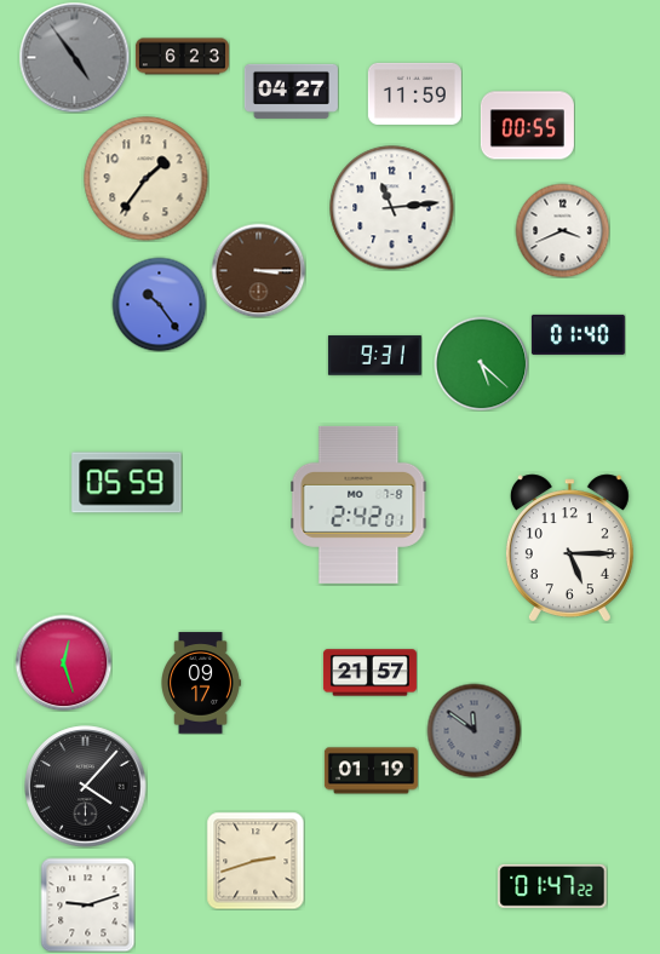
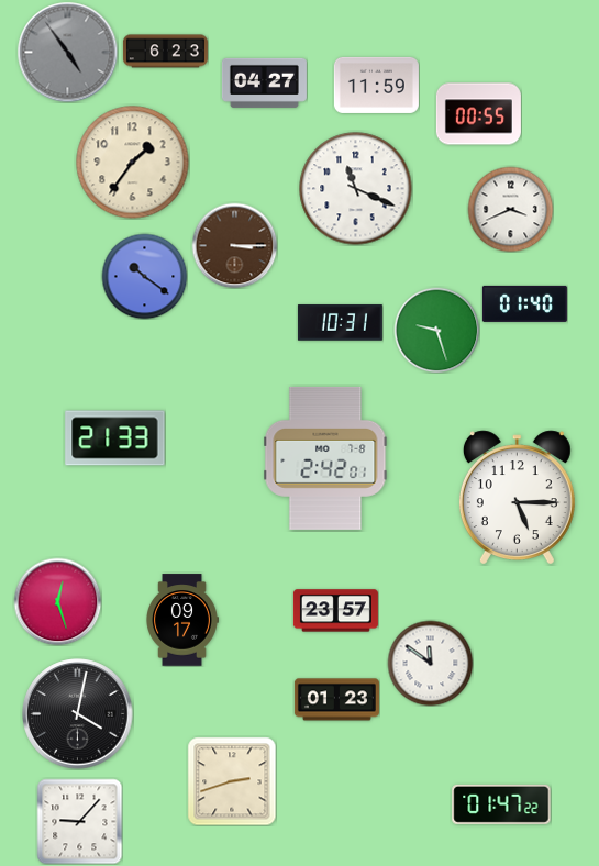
clock at (392, 208): 11:14 -> 11:19
clock at (159, 304): 10:24 -> 10:21
clock at (374, 356): 9:31 -> 10:31
clock at (481, 363): 5:22 -> 9:27
clock at (127, 483): 05:59 -> 21:33
clock at (369, 673): 21:57 -> 23:57
clock at (474, 730) dial: grey -> white
clock at (371, 771): 01:19 -> 01:23
clock at (86, 787): 4:07 -> 4:02
clock at (87, 904): 9:12 -> 9:07
